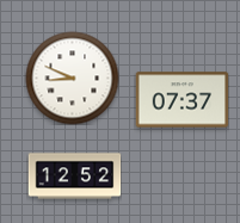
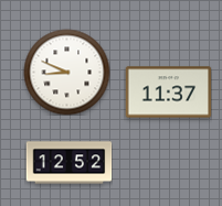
clock at (181, 100): 07:37 -> 11:37
